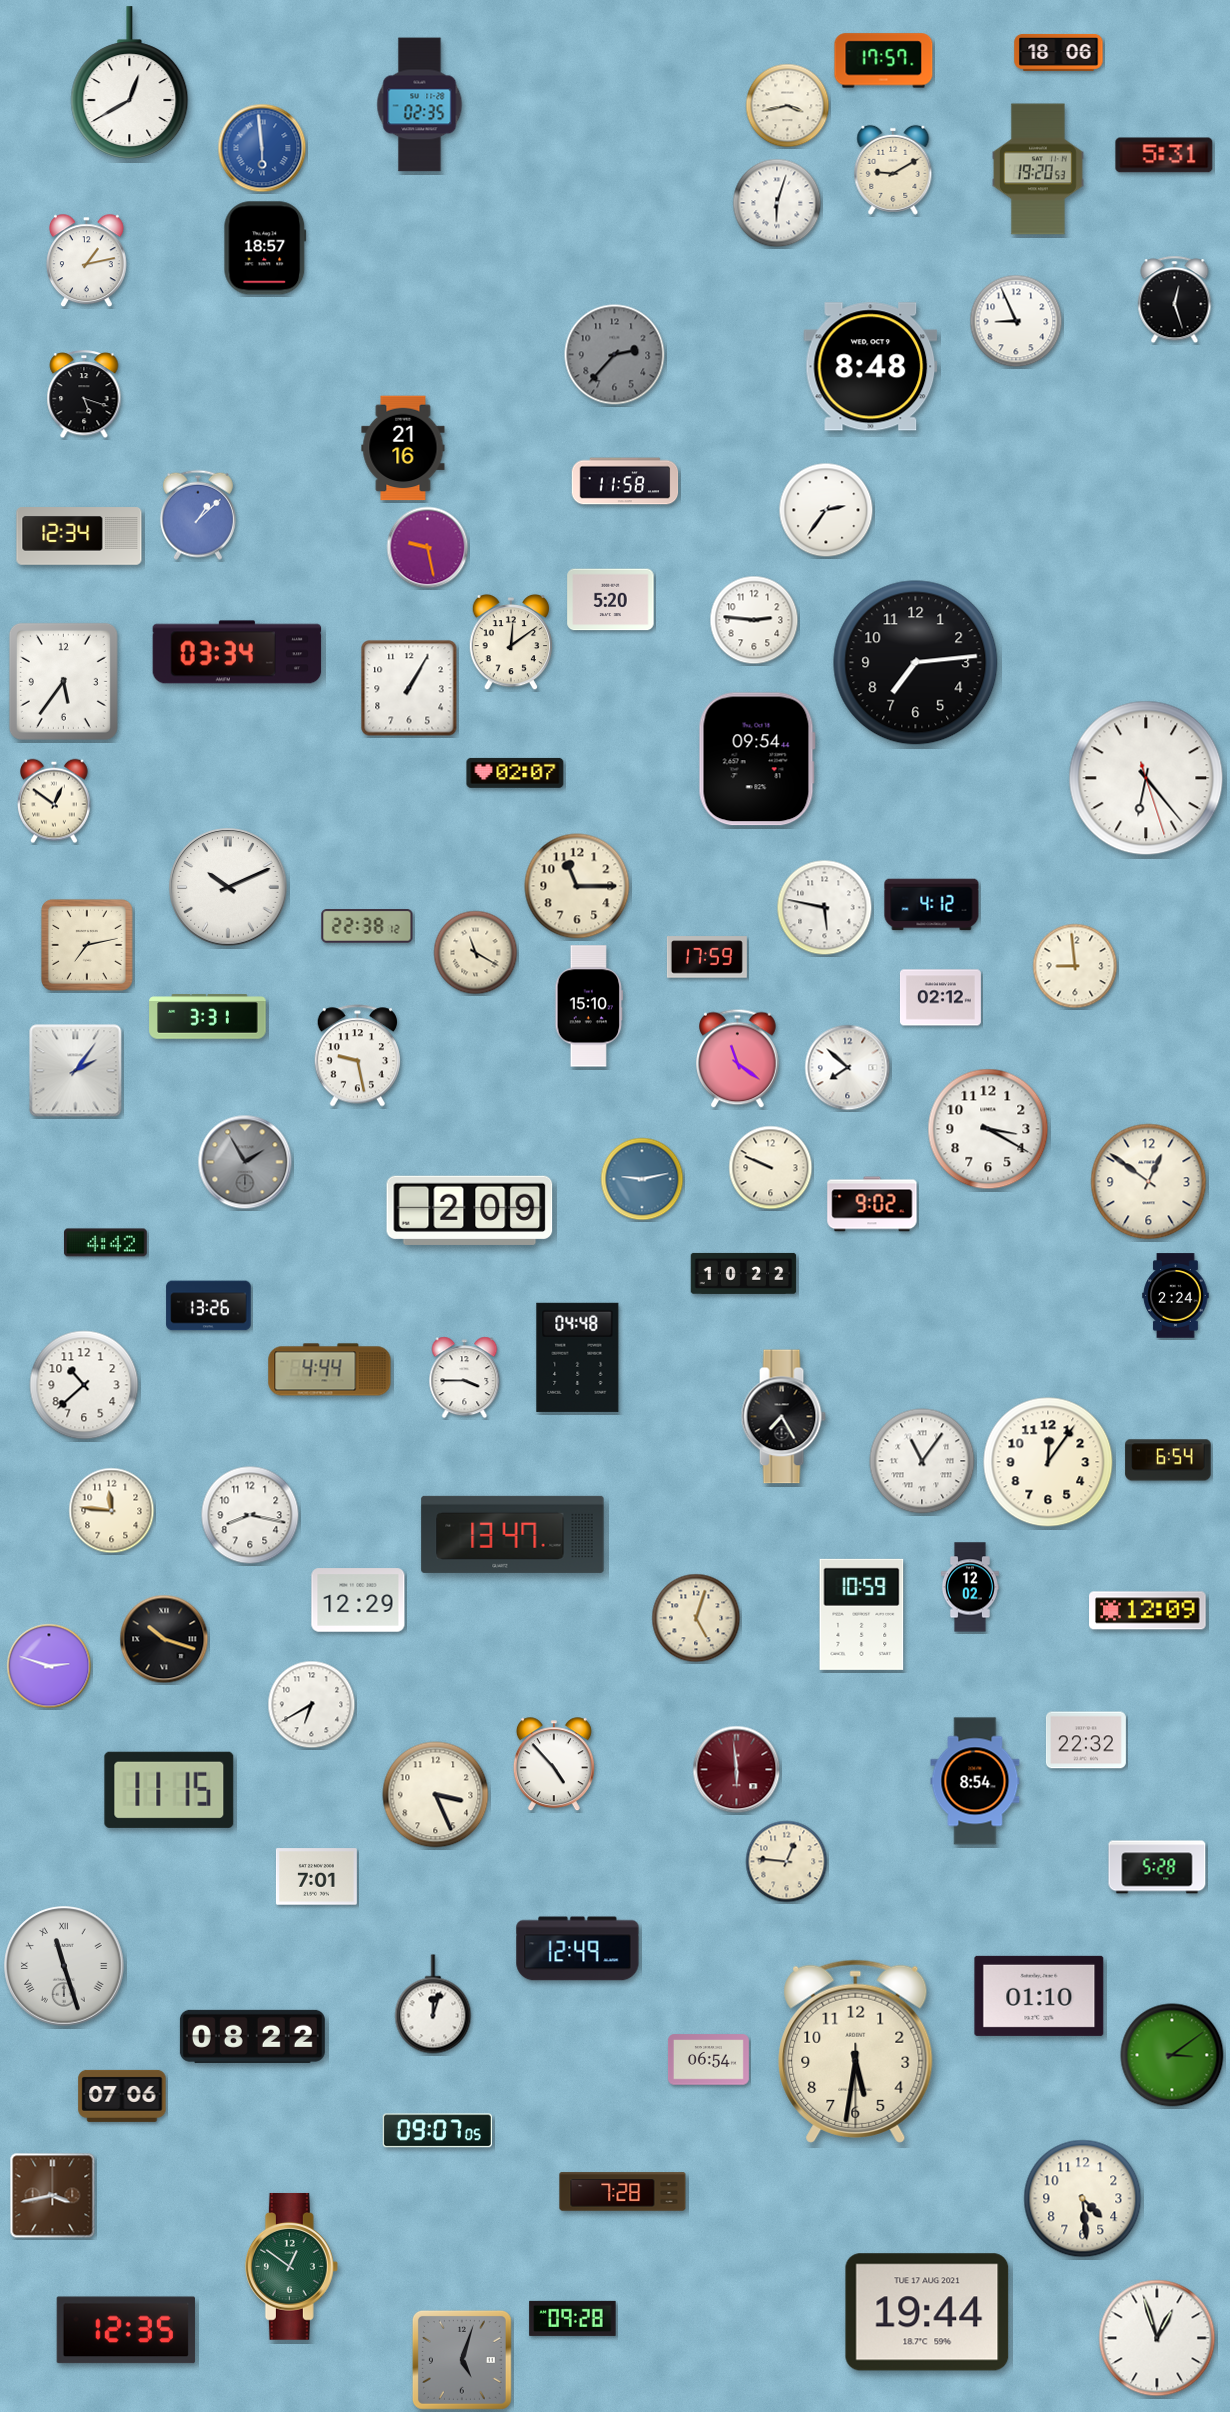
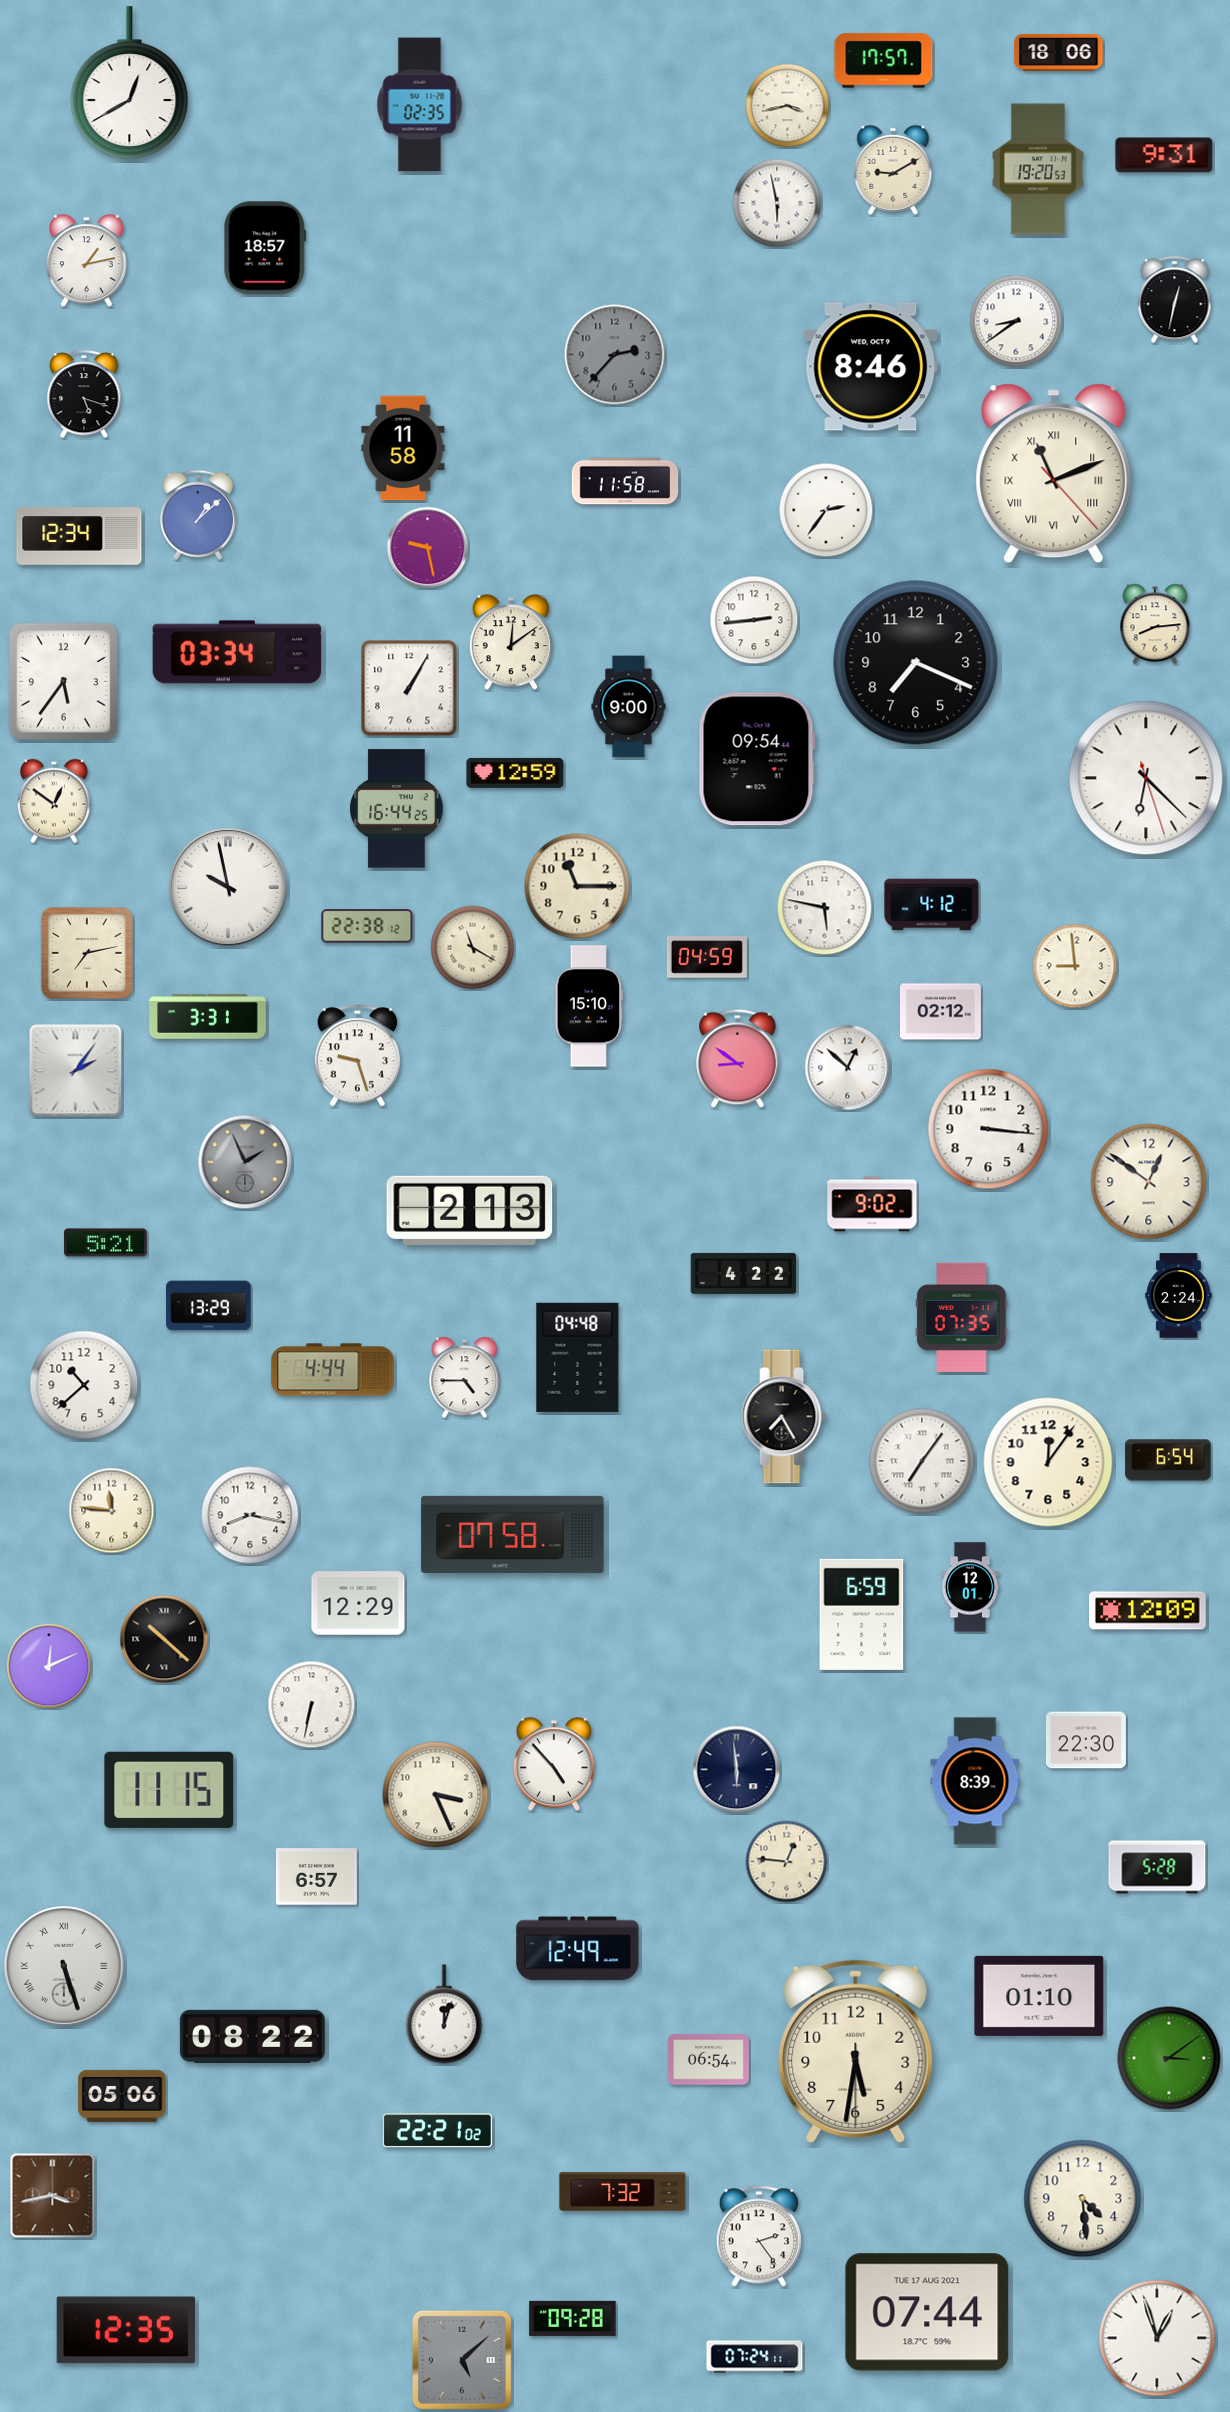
clock at (262, 148): 5:59 -> none
clock at (1164, 155): 5:31 -> 9:31
clock at (777, 203): 6:03 -> 5:58
clock at (1175, 300): 12:27 -> 12:32
clock at (1016, 321): 8:56 -> 8:39
clock at (871, 367): 8:48 -> 8:46
clock at (403, 448): 21:16 -> 11:58
clock at (1054, 474): none -> 11:11
clock at (611, 600): 5:20 -> none
clock at (754, 620): 2:46 -> 2:44
clock at (1155, 624): none -> 8:14
clock at (916, 663): 7:14 -> 7:19
clock at (629, 707): none -> 9:00
clock at (515, 773): 02:07 -> 12:59
clock at (1146, 778): 6:23 -> 6:22
clock at (397, 809): none -> 16:44
clock at (228, 887): 10:11 -> 9:58
clock at (87, 945) position: (87, 945) -> (87, 953)
clock at (476, 953) position: (476, 953) -> (473, 948)
clock at (707, 957): 17:59 -> 04:59
clock at (940, 998) position: (940, 998) -> (940, 1012)
clock at (357, 1056): 9:28 -> 9:27
clock at (738, 1059): 11:21 -> 8:51
clock at (848, 1068): 7:52 -> 12:52
clock at (988, 1129): 3:20 -> 3:16
clock at (245, 1162): 1:55 -> 1:56
clock at (771, 1168): 9:49 -> none
clock at (642, 1179): 9:13 -> none
clock at (470, 1210): 2:09 -> 2:13
clock at (106, 1243): 4:42 -> 5:21
clock at (744, 1273): 10:22 -> 4:22
clock at (1176, 1296) position: (1176, 1296) -> (1179, 1296)
clock at (209, 1306): 13:26 -> 13:29
clock at (962, 1317): none -> 07:35
clock at (330, 1370) position: (330, 1370) -> (333, 1370)
clock at (465, 1378): 3:45 -> 4:45
clock at (922, 1461): 11:06 -> 7:06
clock at (513, 1534): 13:47 -> 07:58
clock at (970, 1587): 12:02 -> 12:01
clock at (358, 1600) position: (358, 1600) -> (358, 1603)
clock at (862, 1614): 10:59 -> 6:59
clock at (696, 1618): 5:03 -> none
clock at (164, 1639): 10:18 -> 10:22
clock at (49, 1666): 2:48 -> 12:11
clock at (312, 1705): 6:40 -> 6:32
clock at (1086, 1740): 22:32 -> 22:30
clock at (737, 1770) dial: burgundy -> navy
clock at (975, 1781): 8:54 -> 8:39
clock at (316, 1877): 7:01 -> 6:57
clock at (64, 1966): 11:27 -> 5:27
clock at (433, 2004) position: (433, 2004) -> (444, 2014)
clock at (1172, 2055) position: (1172, 2055) -> (1169, 2058)
clock at (122, 2096): 07:06 -> 05:06
clock at (437, 2131): 09:07 -> 22:21
clock at (623, 2192): 7:28 -> 7:32
clock at (759, 2236): none -> 2:24
clock at (291, 2267): 12:51 -> none
clock at (927, 2312): 19:44 -> 07:44
clock at (755, 2357): none -> 07:24
clock at (462, 2360): 5:03 -> 5:08
